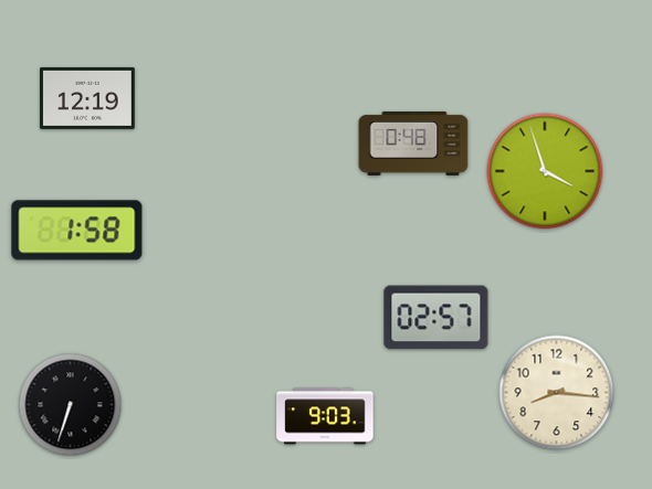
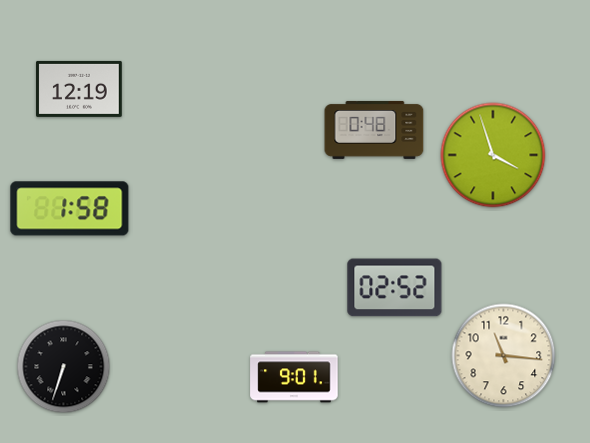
clock at (437, 318): 02:57 -> 02:52
clock at (557, 393): 8:16 -> 11:16
clock at (325, 416): 9:03 -> 9:01
